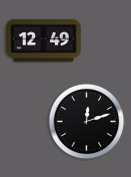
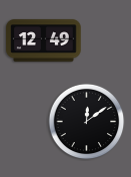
clock at (87, 122): 12:12 -> 12:09
